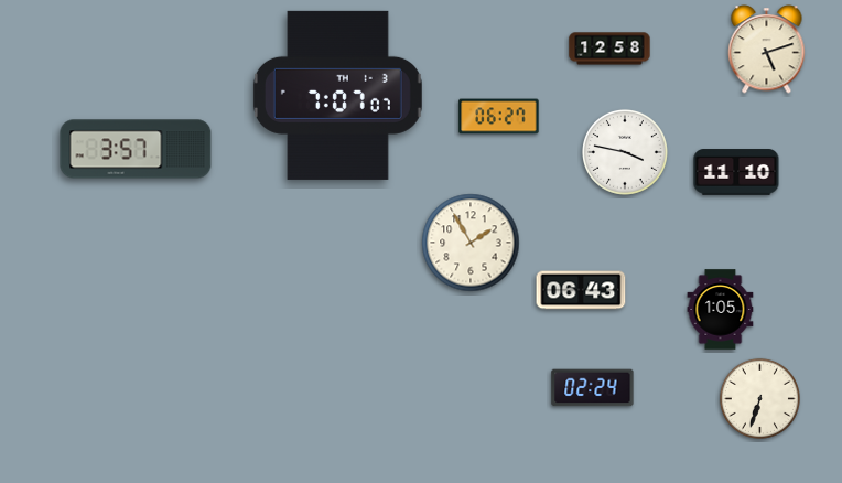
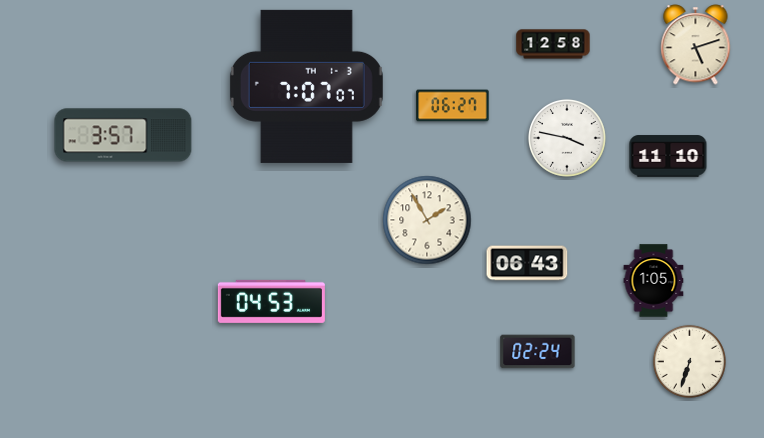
clock at (271, 301): none -> 04:53
